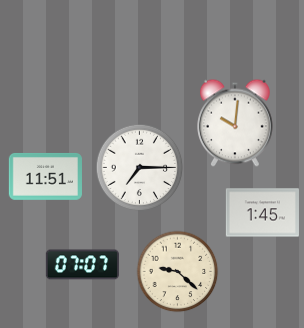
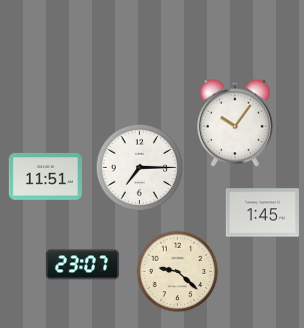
clock at (236, 123): 10:01 -> 10:06
clock at (82, 265): 07:07 -> 23:07
